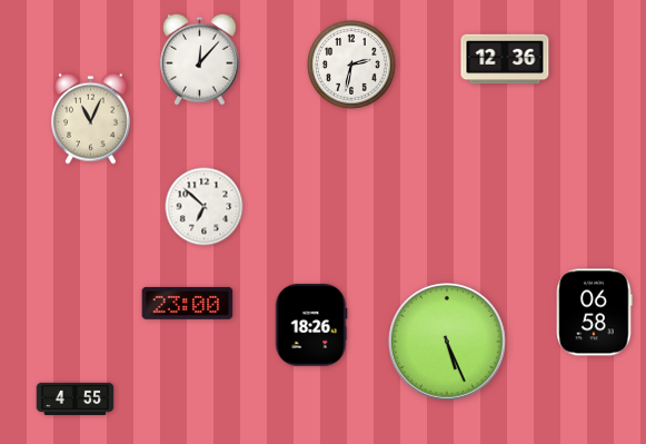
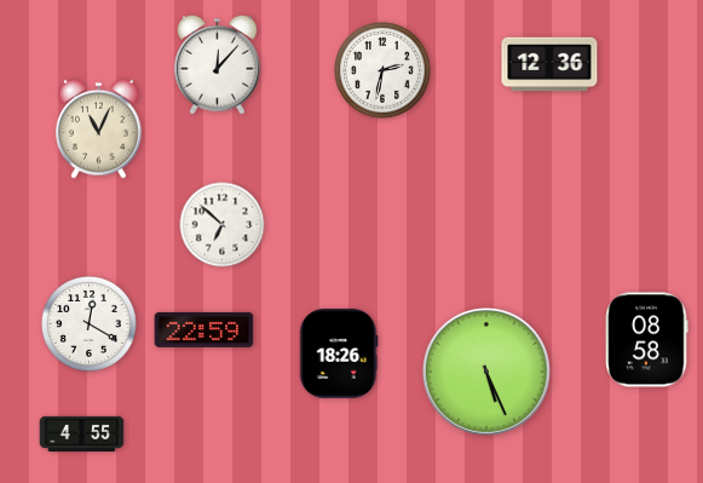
clock at (88, 323): none -> 12:20
clock at (188, 303): 23:00 -> 22:59
clock at (595, 313): 06:58 -> 08:58
